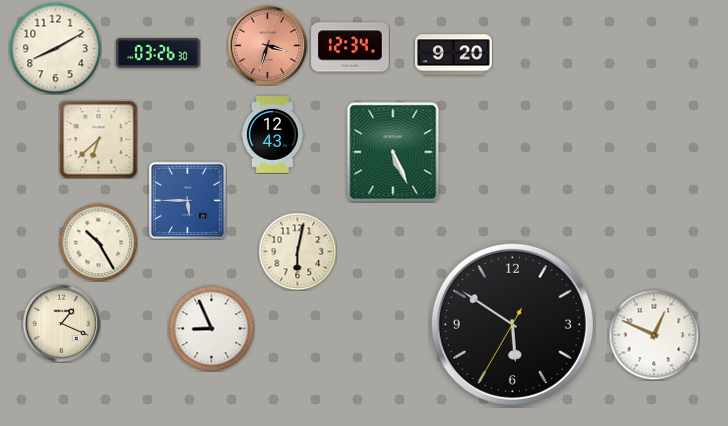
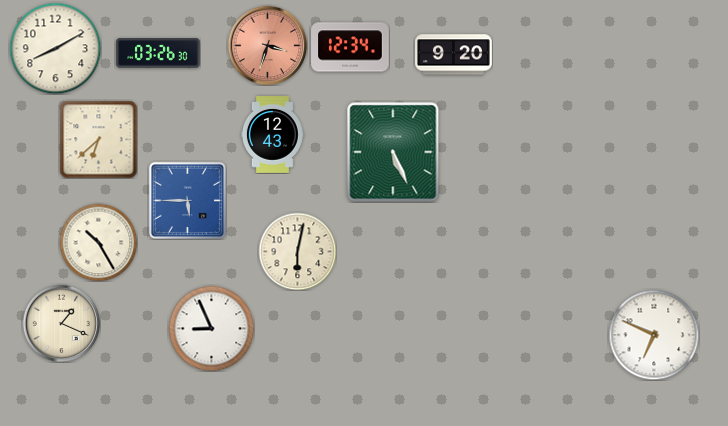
clock at (512, 324): 5:50 -> none
clock at (654, 335): 12:49 -> 6:49
